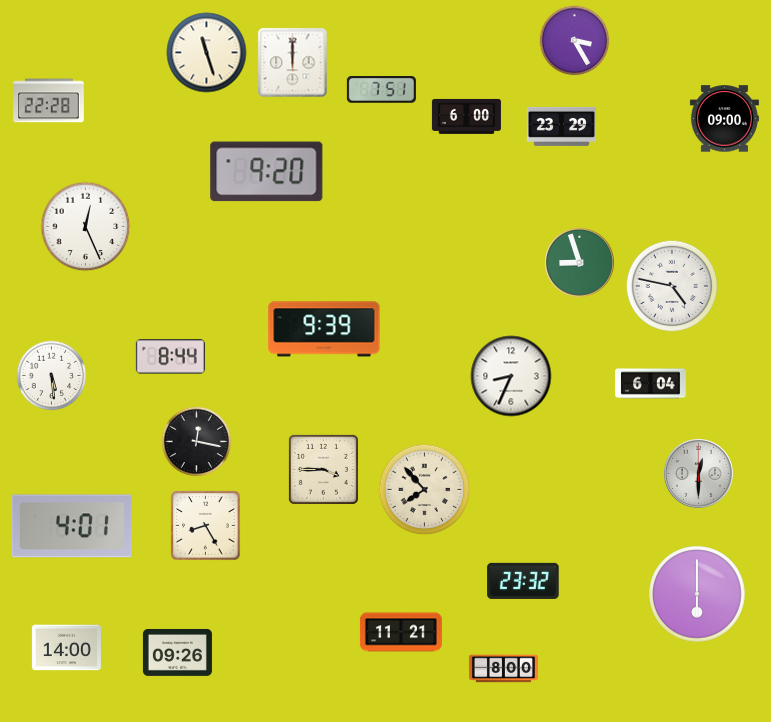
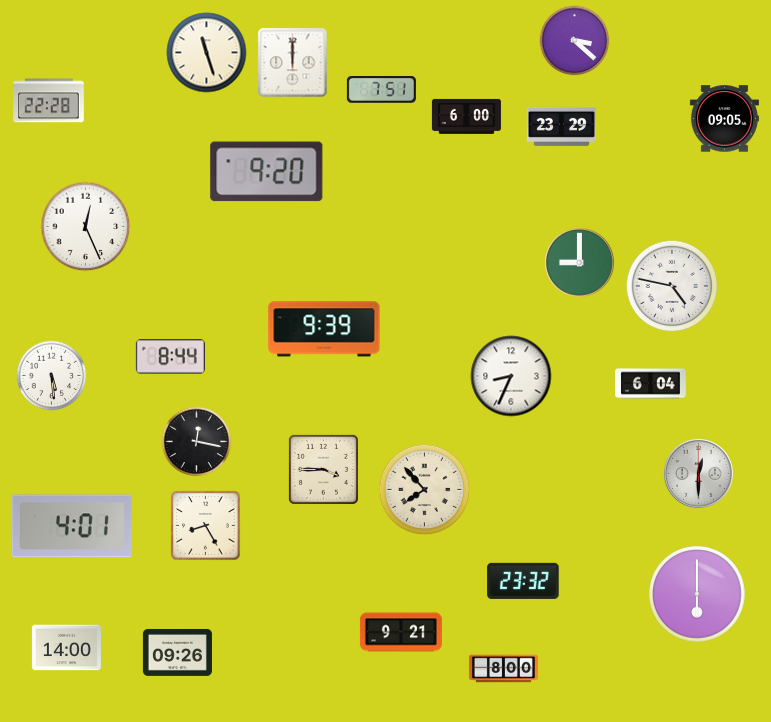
clock at (575, 41): 3:25 -> 3:22
clock at (724, 119): 09:00 -> 09:05
clock at (580, 263): 8:57 -> 9:00
clock at (401, 632): 11:21 -> 9:21
